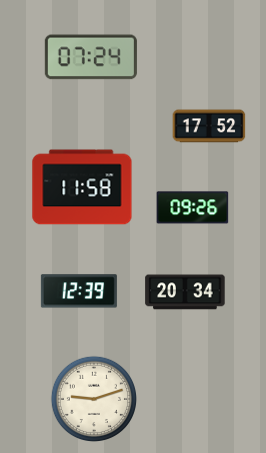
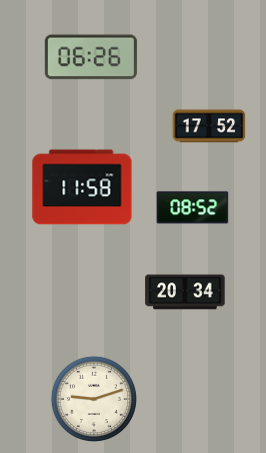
clock at (91, 57): 07:24 -> 06:26
clock at (193, 208): 09:26 -> 08:52
clock at (79, 291): 12:39 -> none
